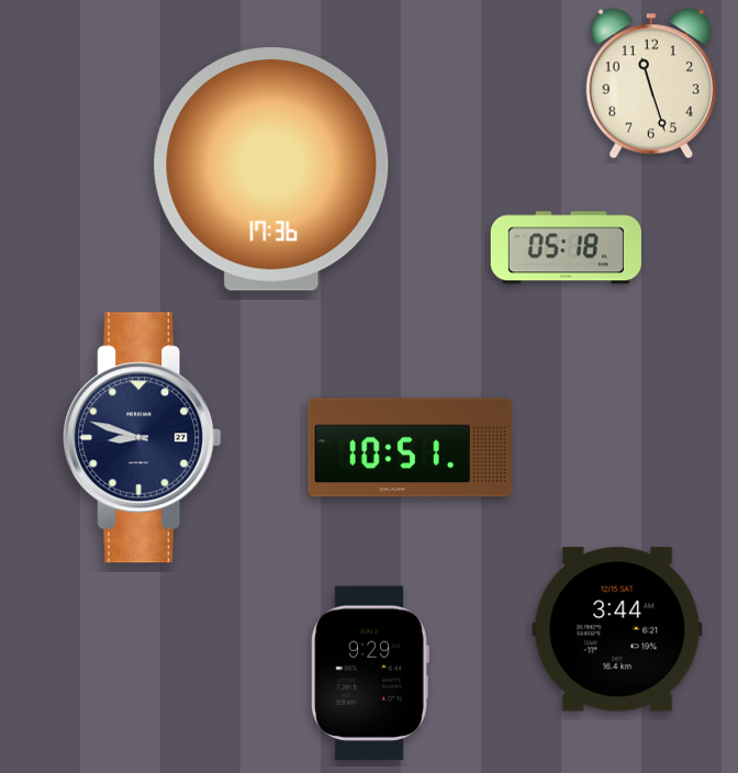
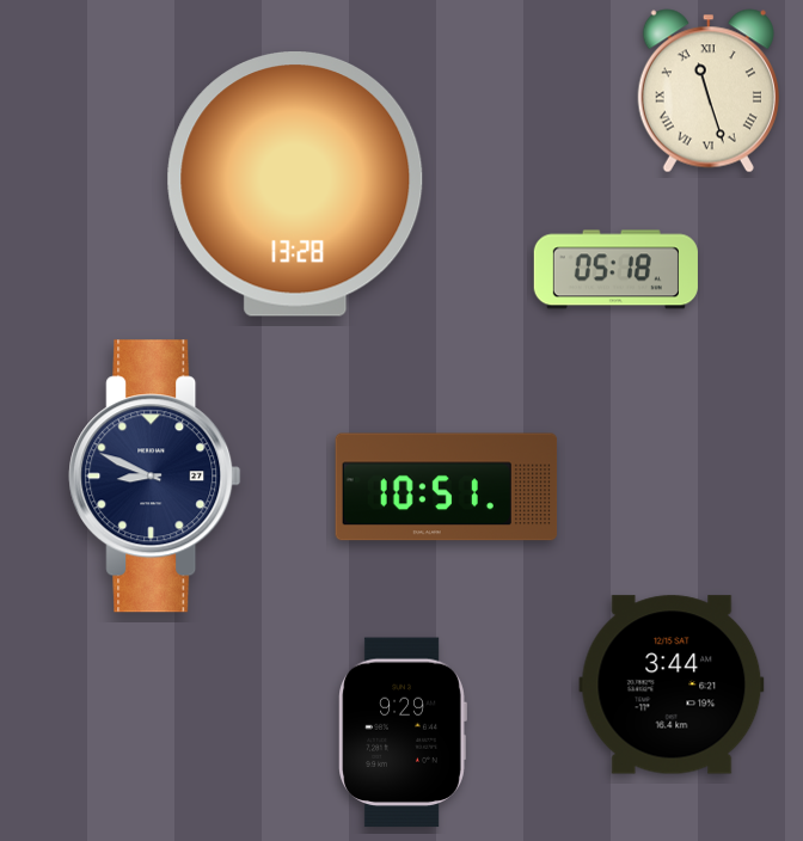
clock at (651, 83) numerals: Arabic -> Roman
clock at (271, 170): 17:36 -> 13:28
clock at (143, 438): 8:48 -> 8:49
